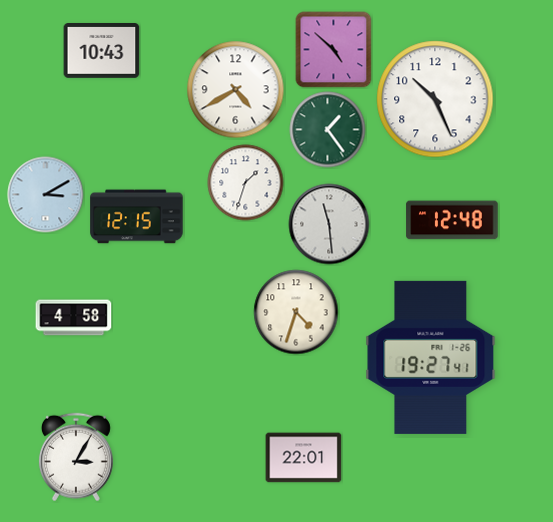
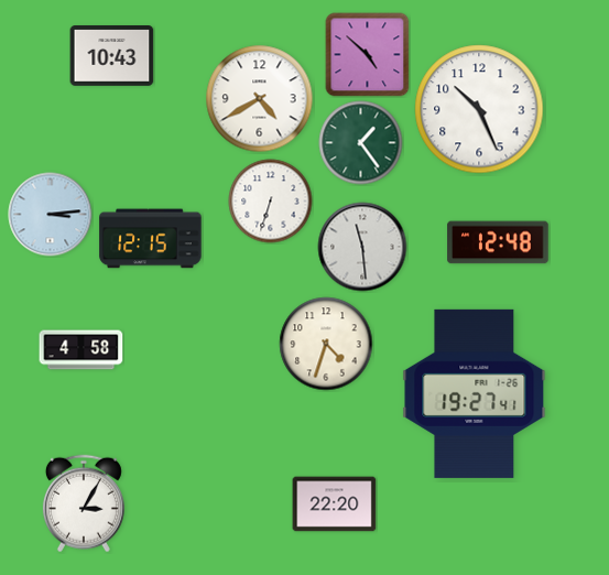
clock at (246, 183): 1:33 -> 6:33
clock at (46, 195): 3:10 -> 3:14
clock at (304, 458): 22:01 -> 22:20
